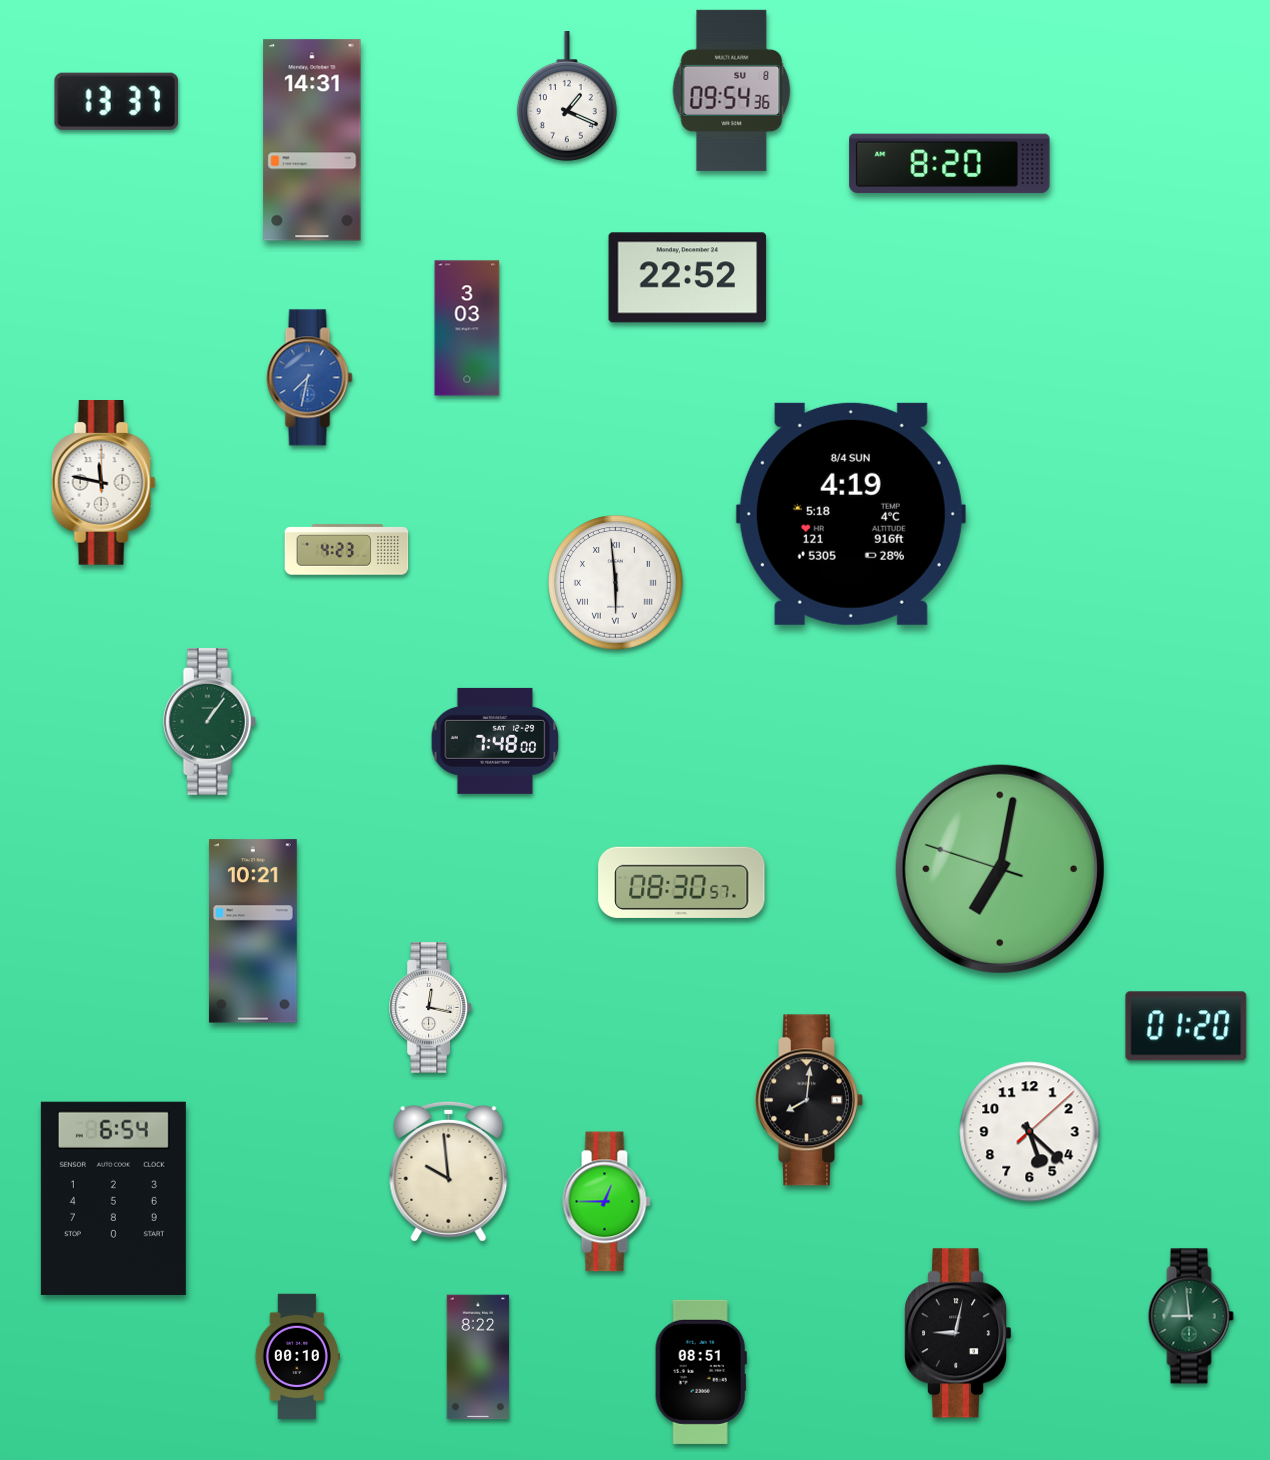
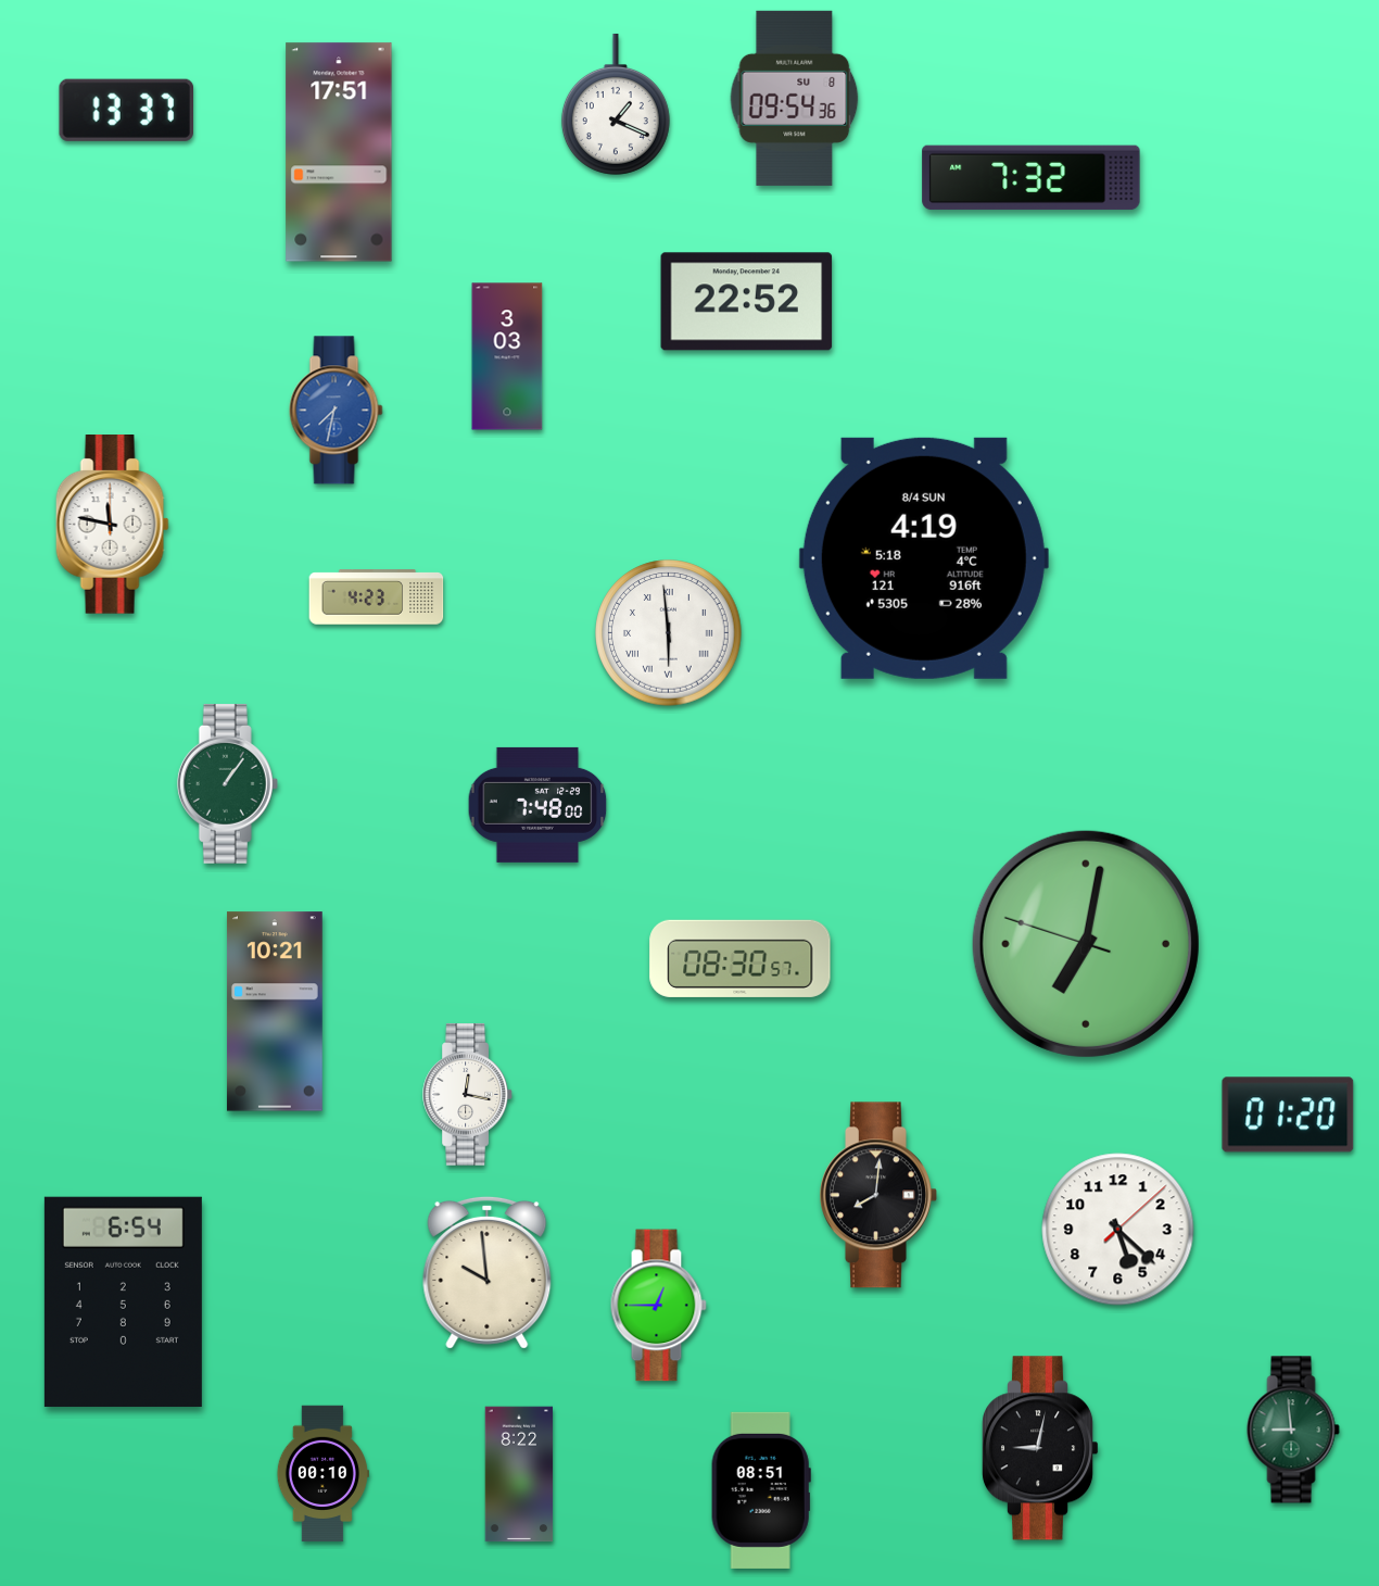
clock at (312, 140): 14:31 -> 17:51
clock at (950, 164): 8:20 -> 7:32
